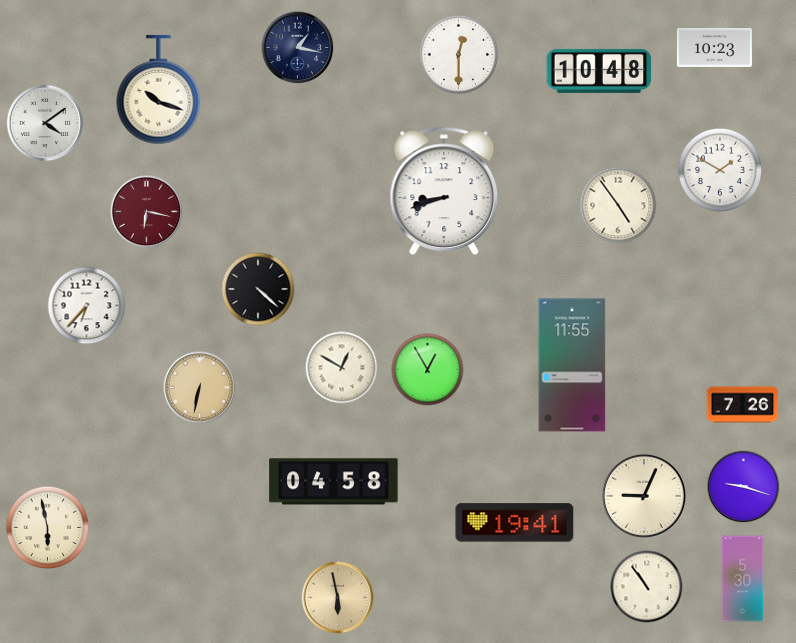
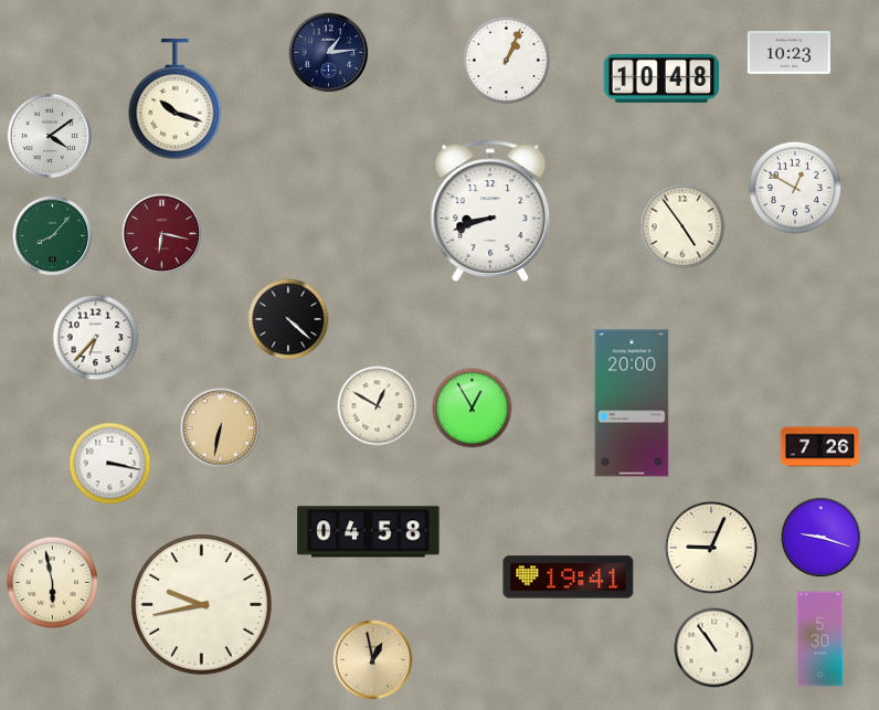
clock at (298, 48): 1:17 -> 1:14
clock at (459, 55): 12:30 -> 1:04
clock at (719, 169): 1:50 -> 12:50
clock at (53, 236): none -> 8:07
clock at (258, 289) position: (258, 289) -> (288, 319)
clock at (572, 365): 11:55 -> 20:00
clock at (110, 464): none -> 3:17
clock at (202, 605): none -> 9:43
clock at (338, 598): 5:58 -> 12:58
